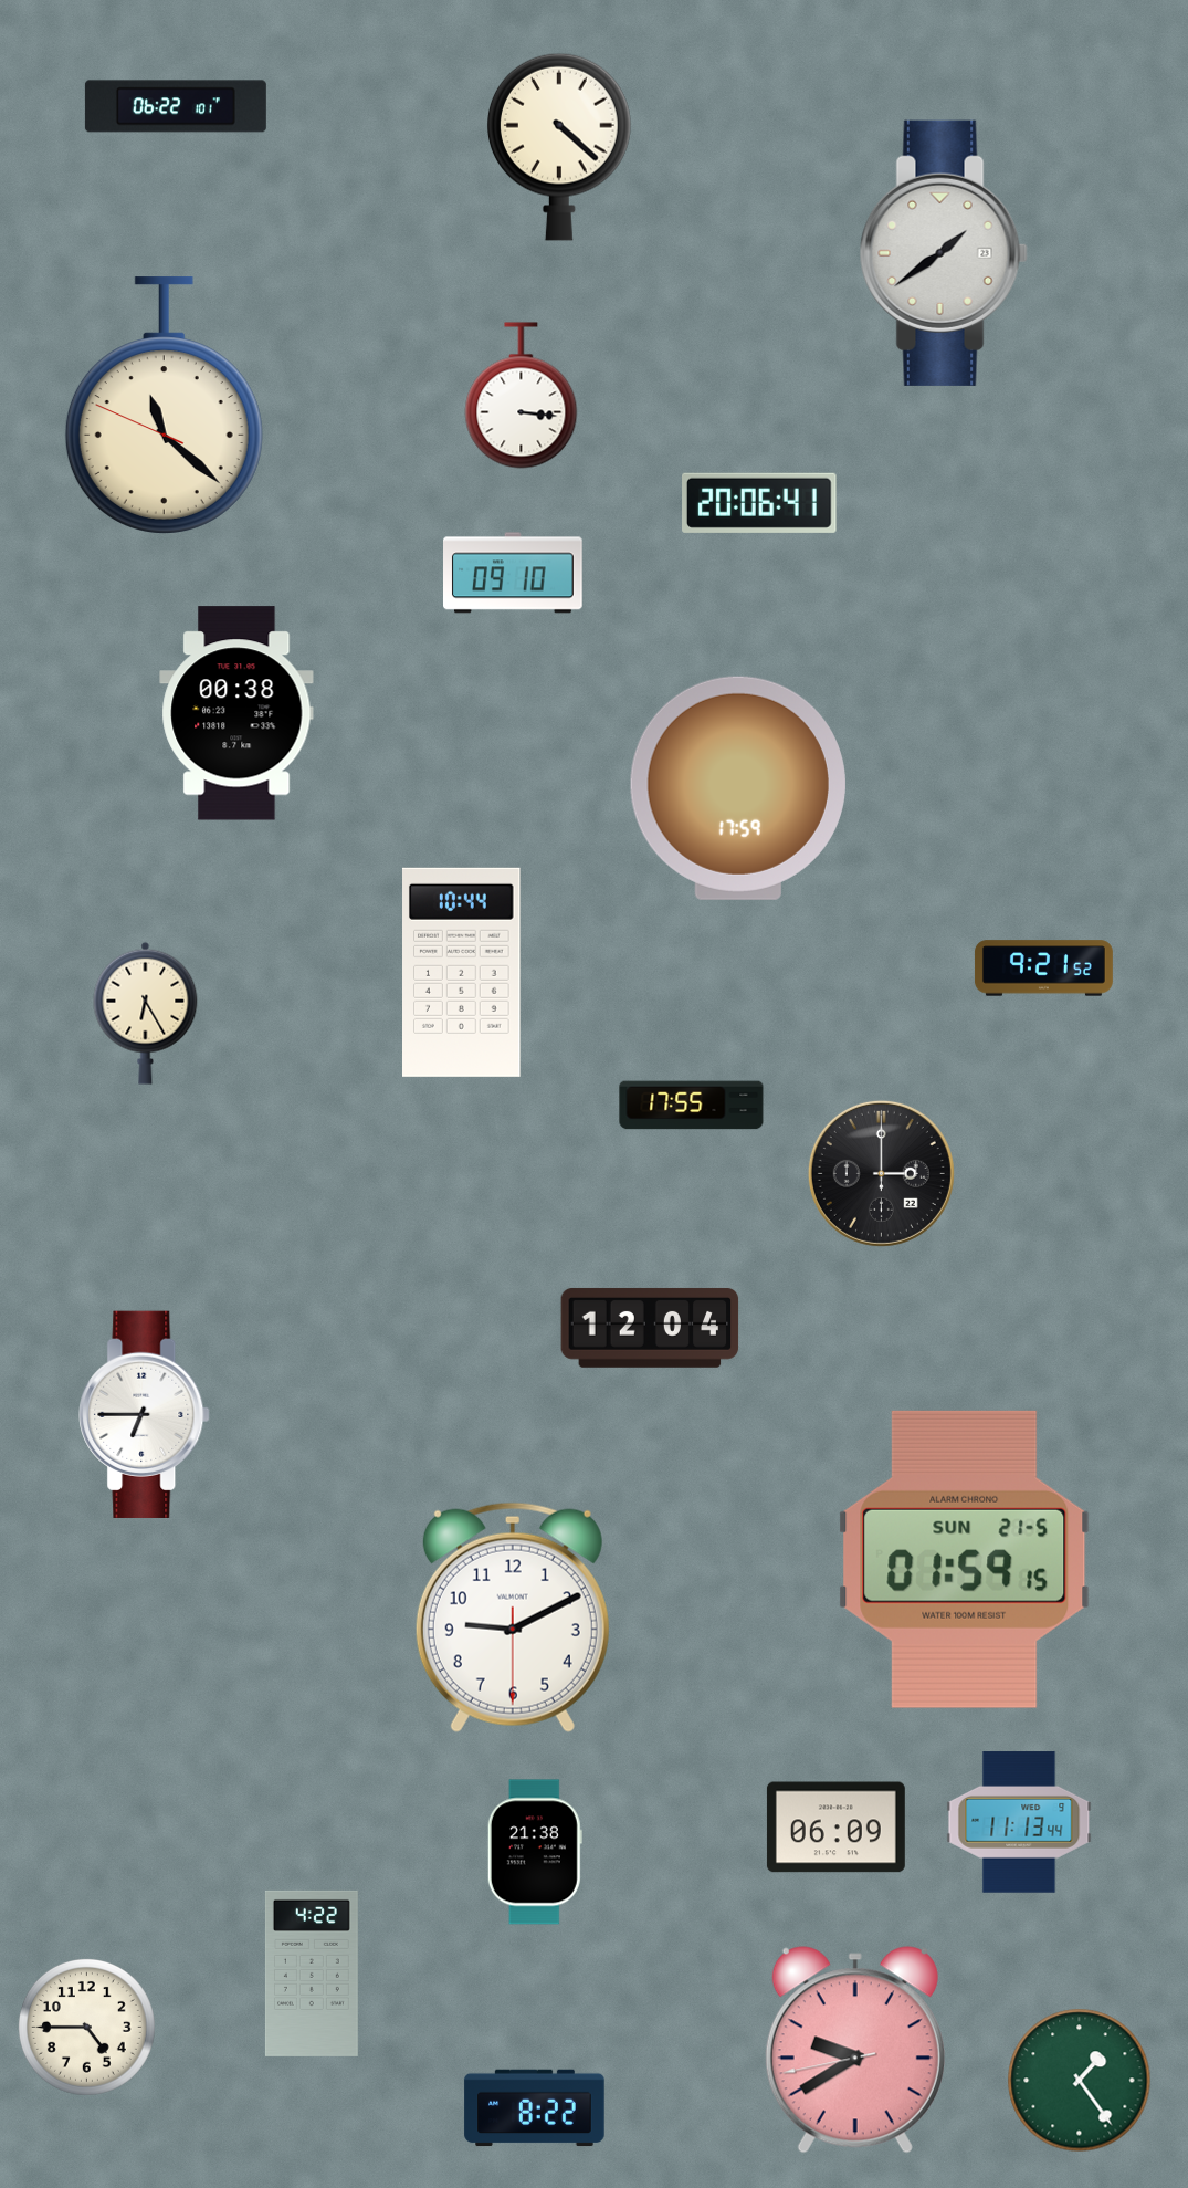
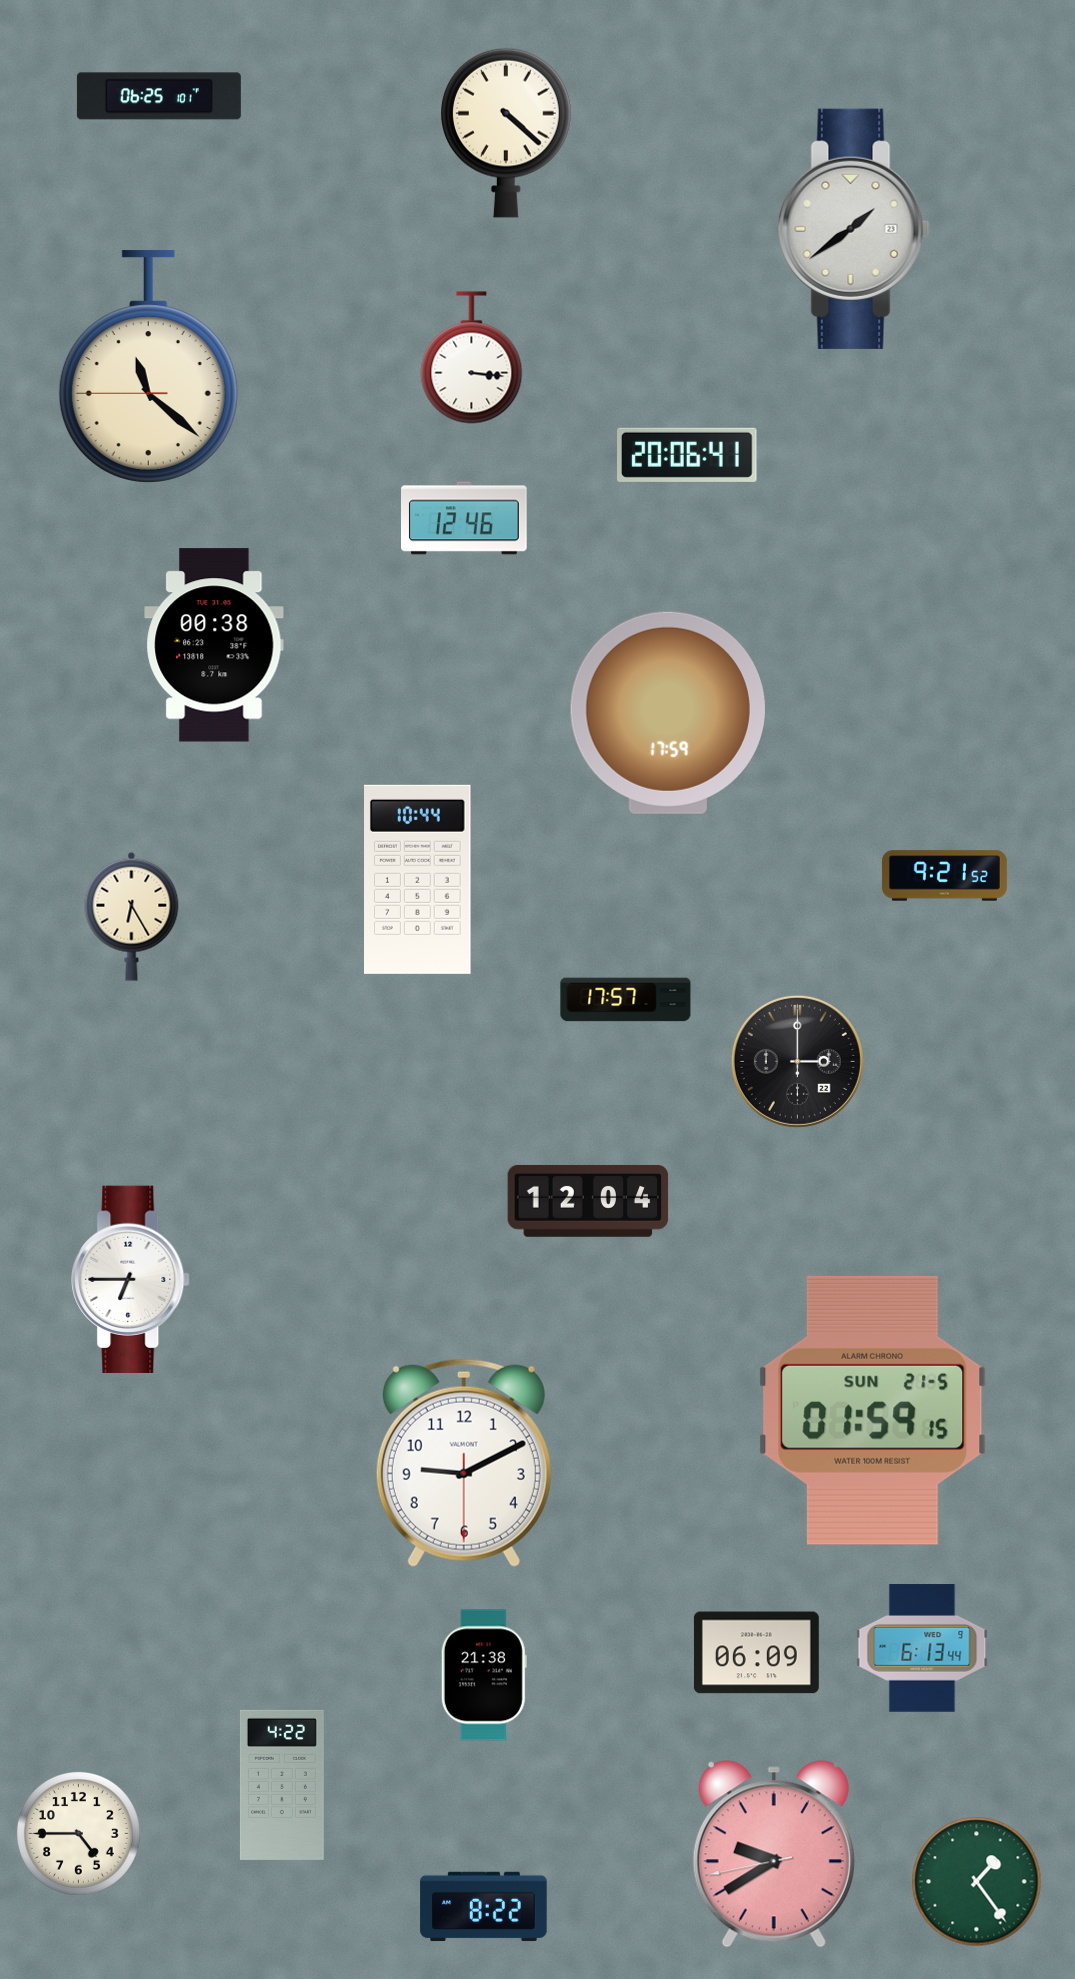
clock at (176, 106): 06:22 -> 06:25
clock at (164, 406): 11:21:49 -> 11:21:45
clock at (514, 573): 09:10 -> 12:46
clock at (692, 1106): 17:55 -> 17:57
clock at (1019, 1822): 11:13 -> 6:13
